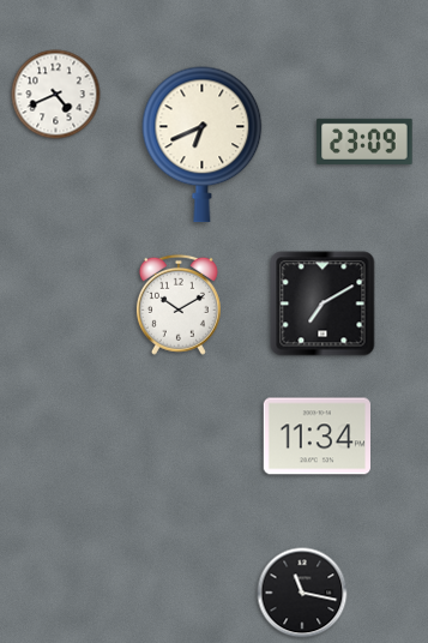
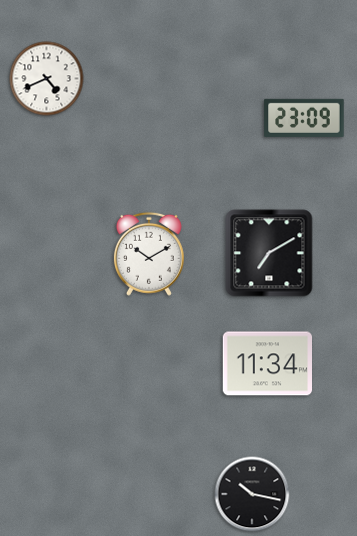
clock at (203, 145): 6:41 -> none
clock at (317, 437) position: (317, 437) -> (267, 364)
clock at (302, 593): 11:17 -> 10:17
